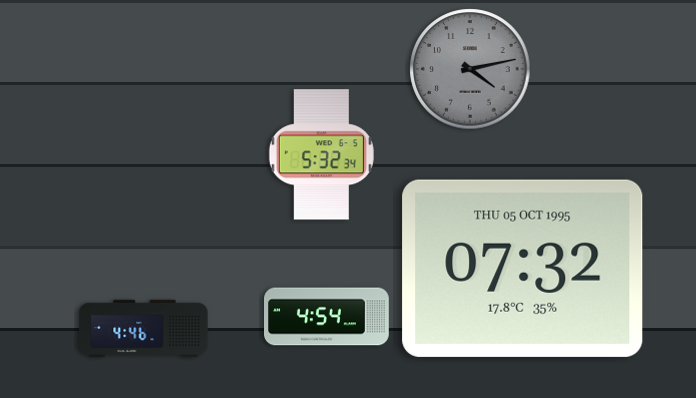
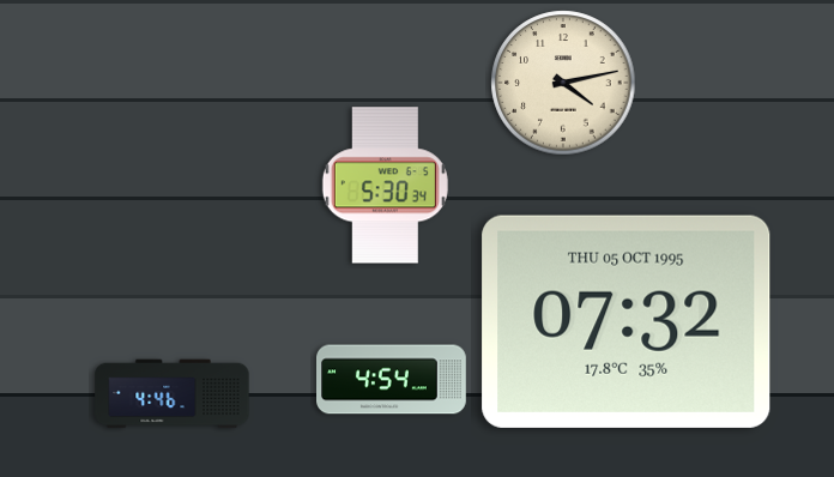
clock at (470, 69) dial: grey -> cream
clock at (321, 155): 5:32 -> 5:30
